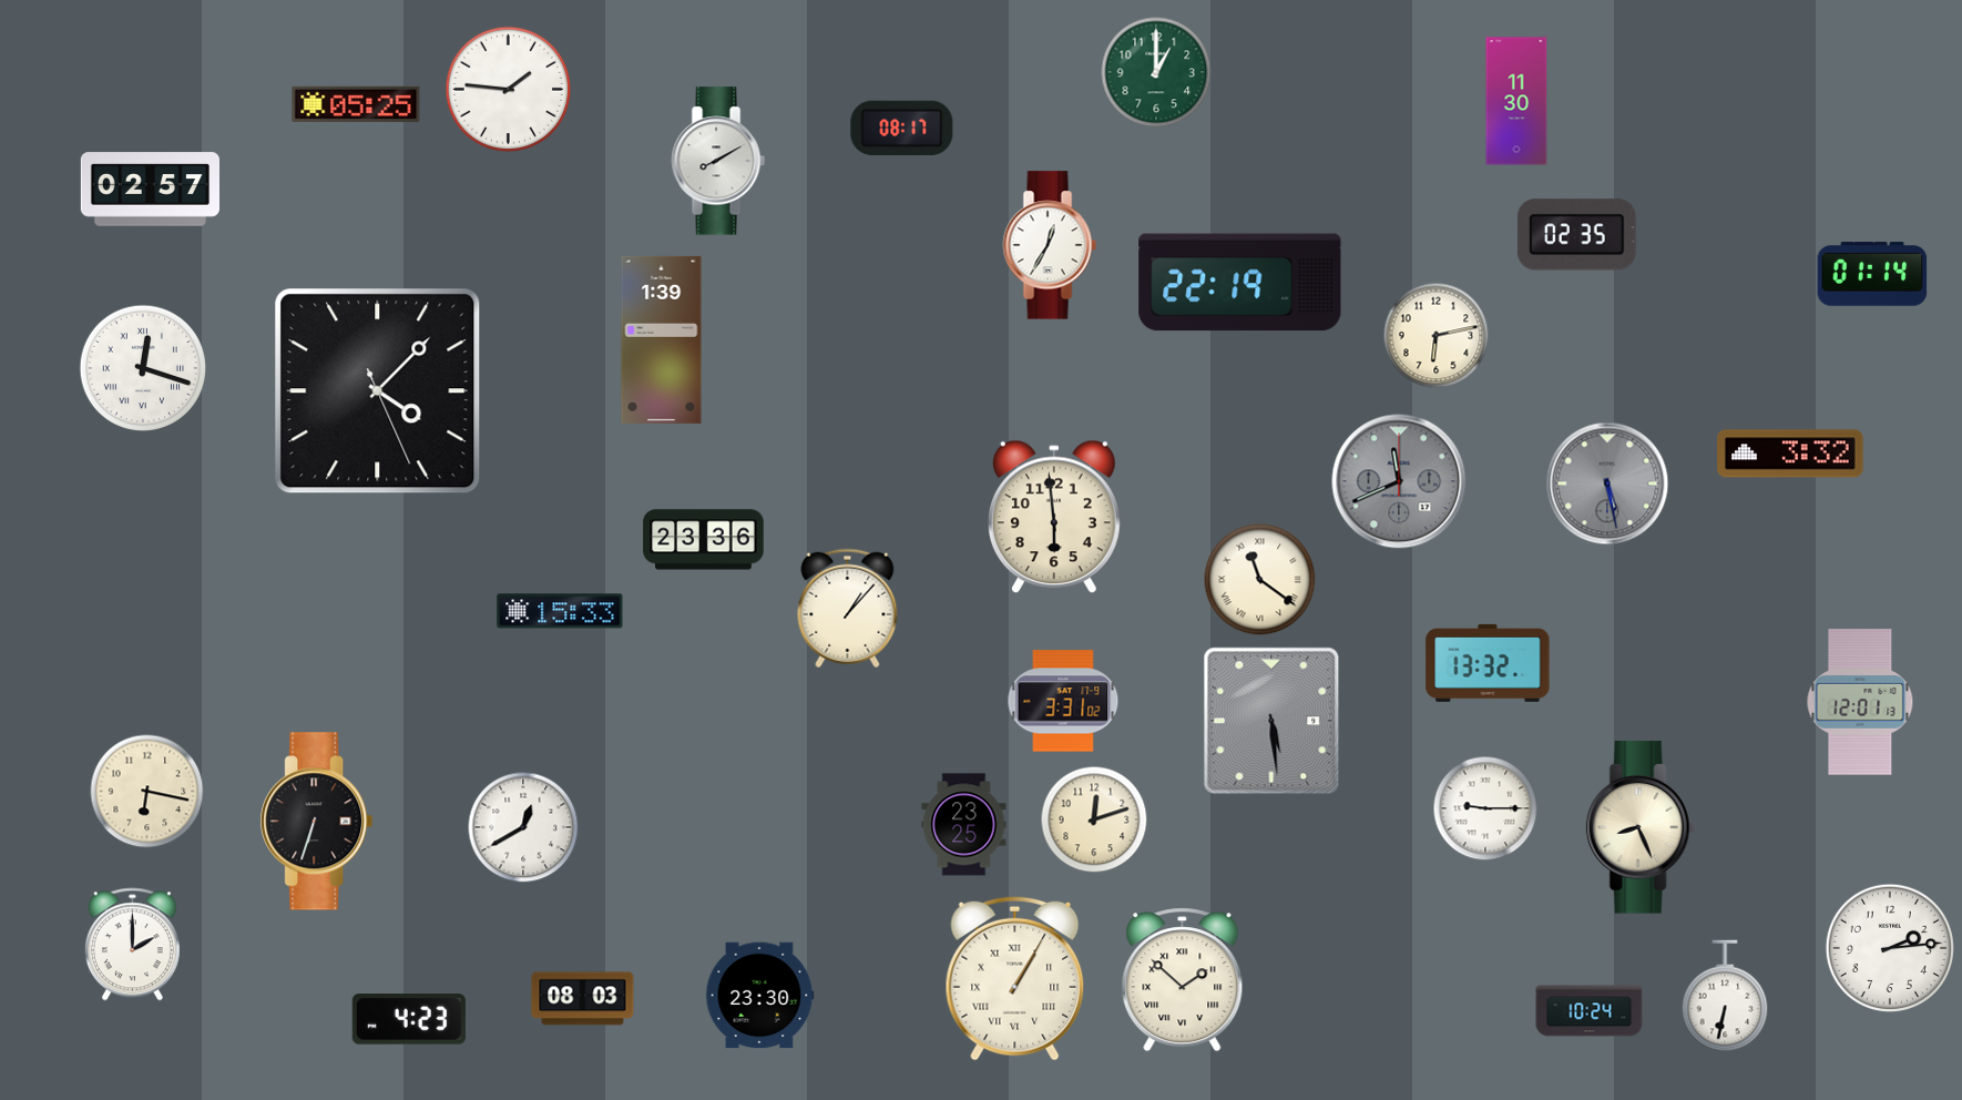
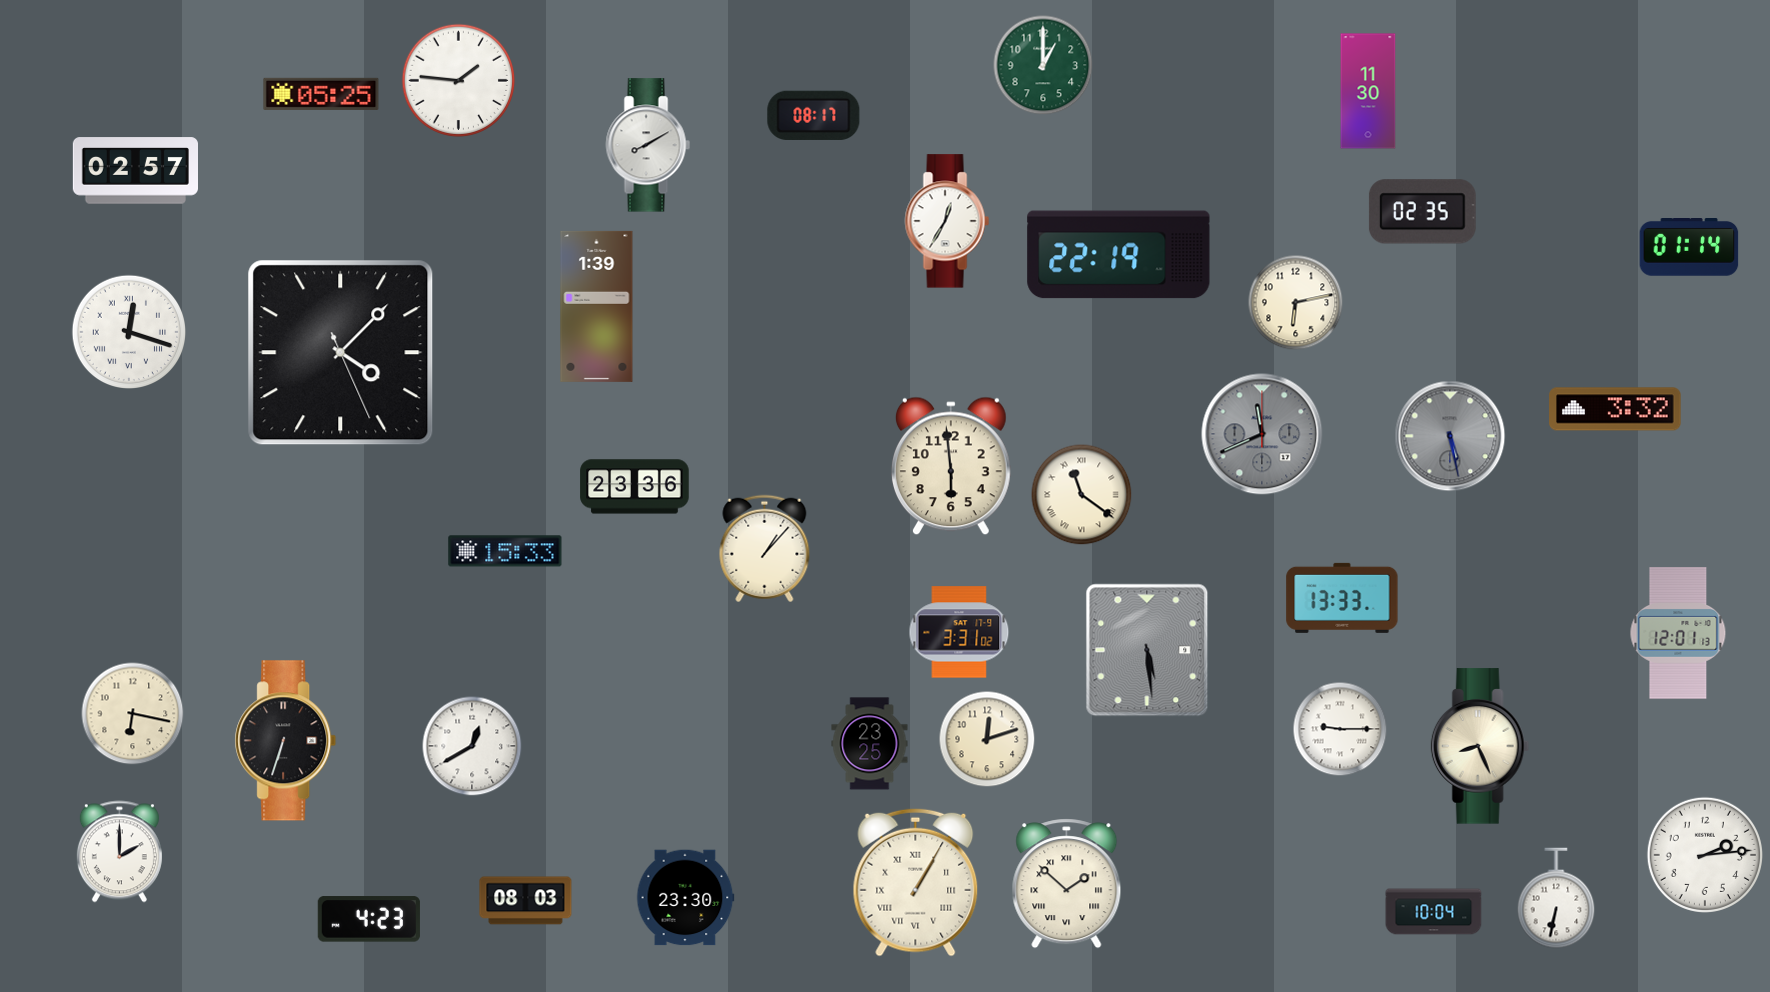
clock at (1260, 580) position: (1260, 580) -> (1082, 495)
clock at (1488, 663): 13:32 -> 13:33
clock at (1590, 1011): 10:24 -> 10:04
